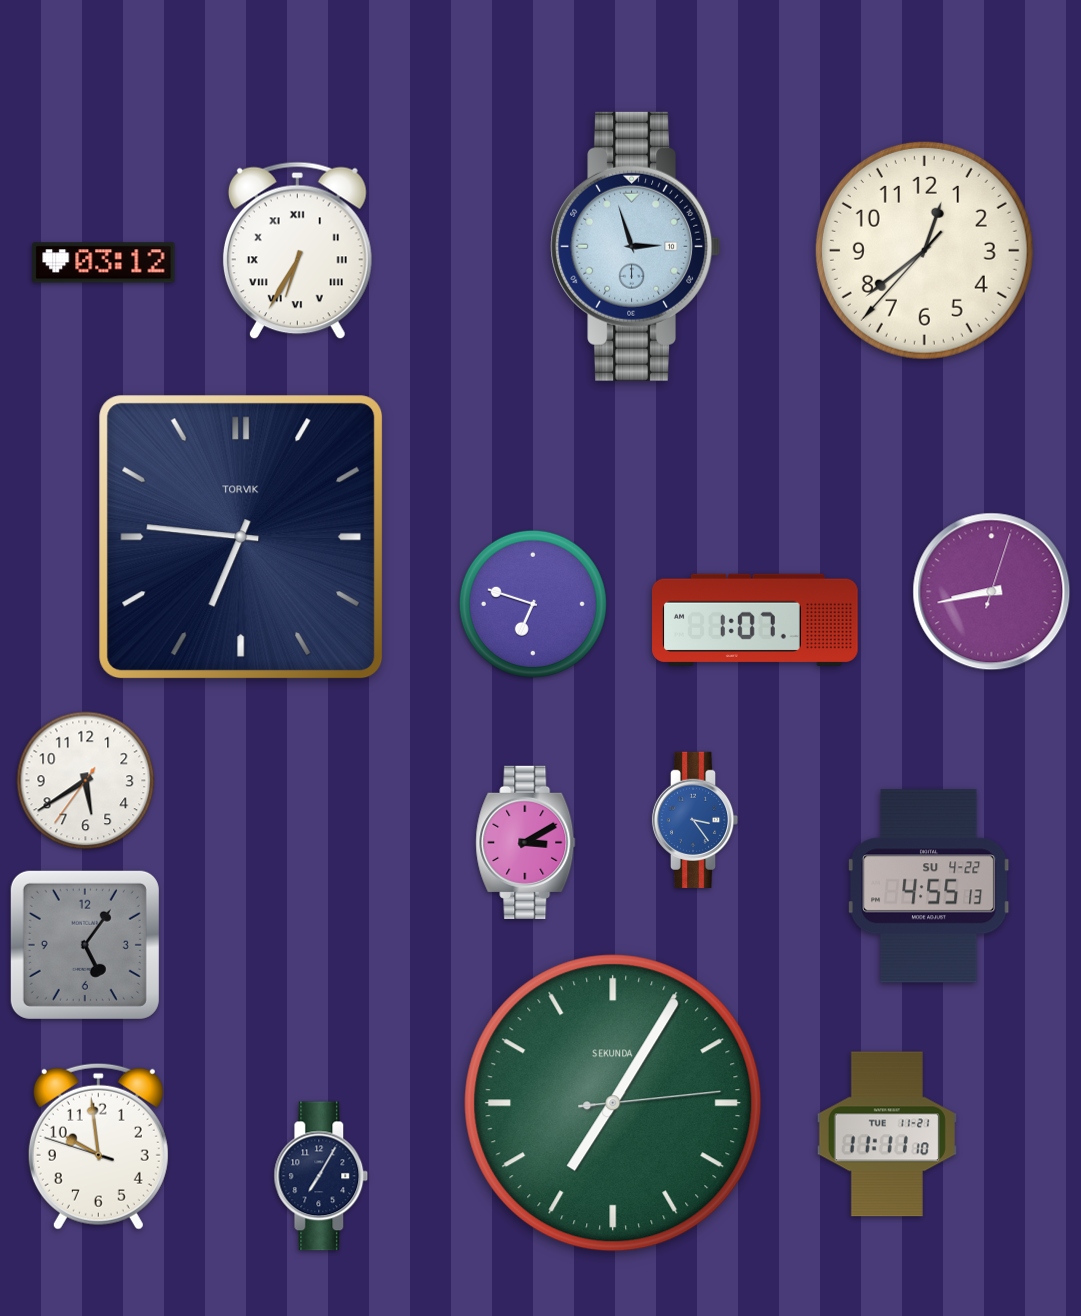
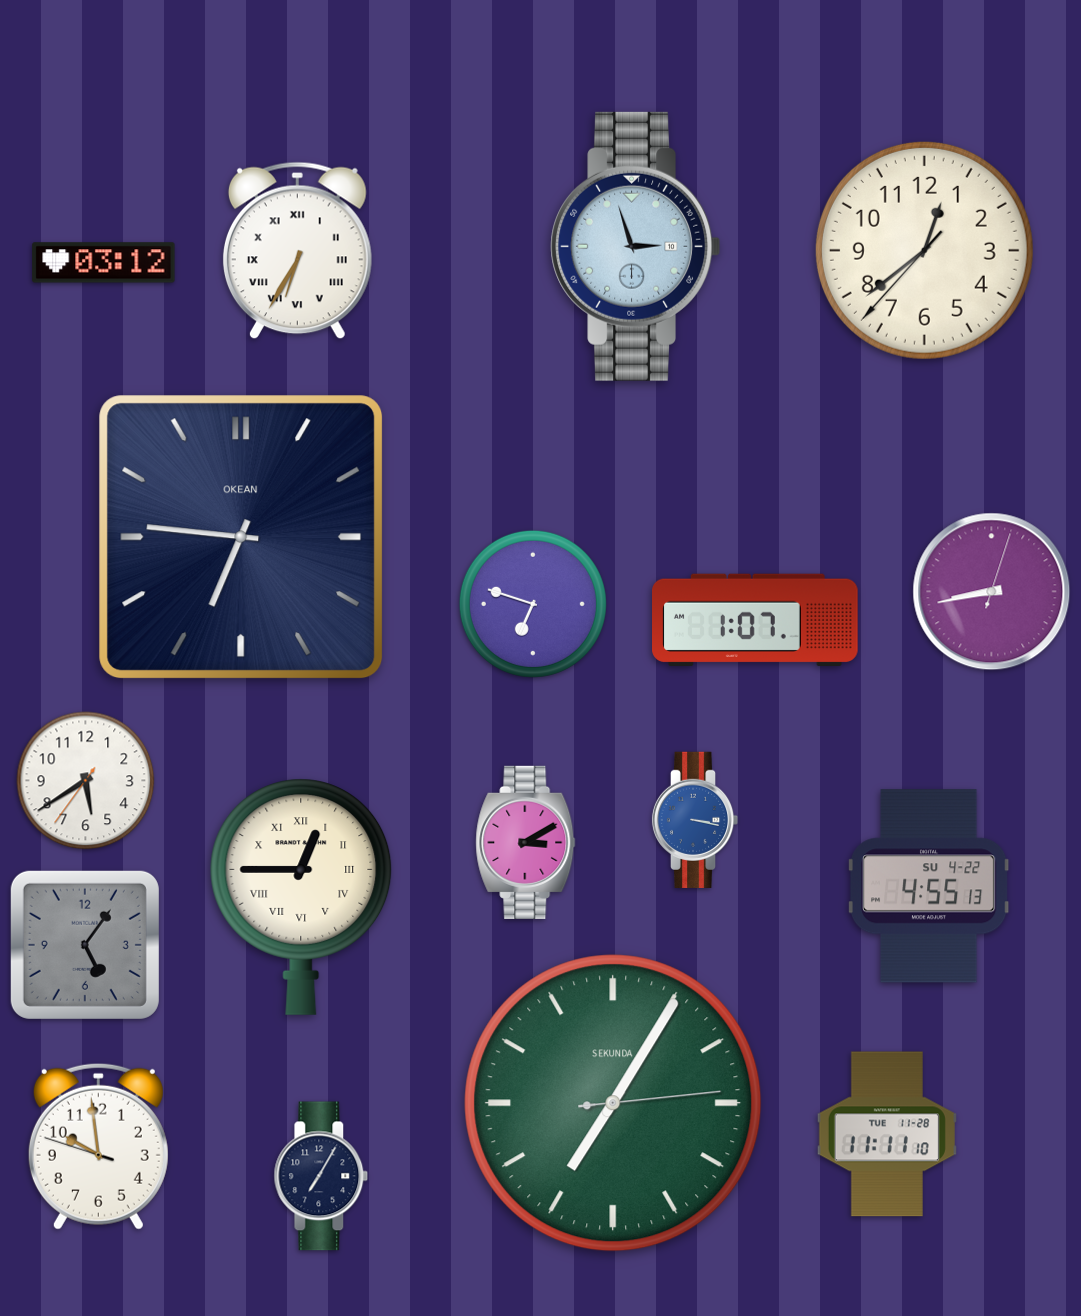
clock at (241, 537) brand: TORVIK -> OKEAN
clock at (695, 820): 3:24 -> 3:17
clock at (301, 897): none -> 12:45
clock at (887, 1134) date: TUE 11-21 -> TUE 11-28
